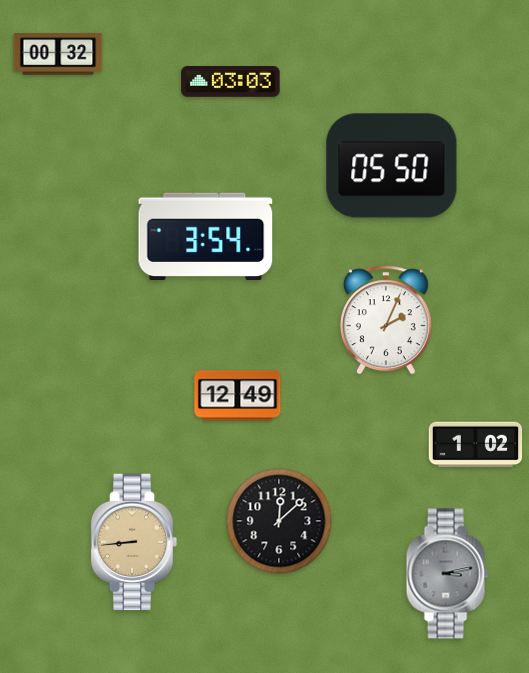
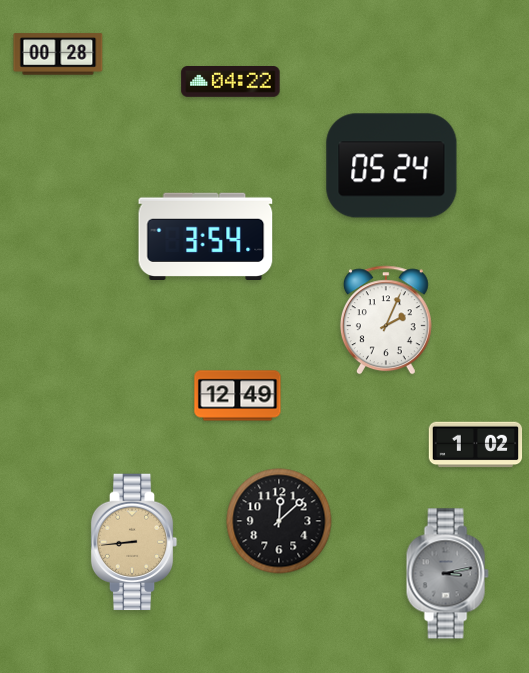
clock at (58, 54): 00:32 -> 00:28
clock at (231, 82): 03:03 -> 04:22
clock at (392, 166): 05:50 -> 05:24
